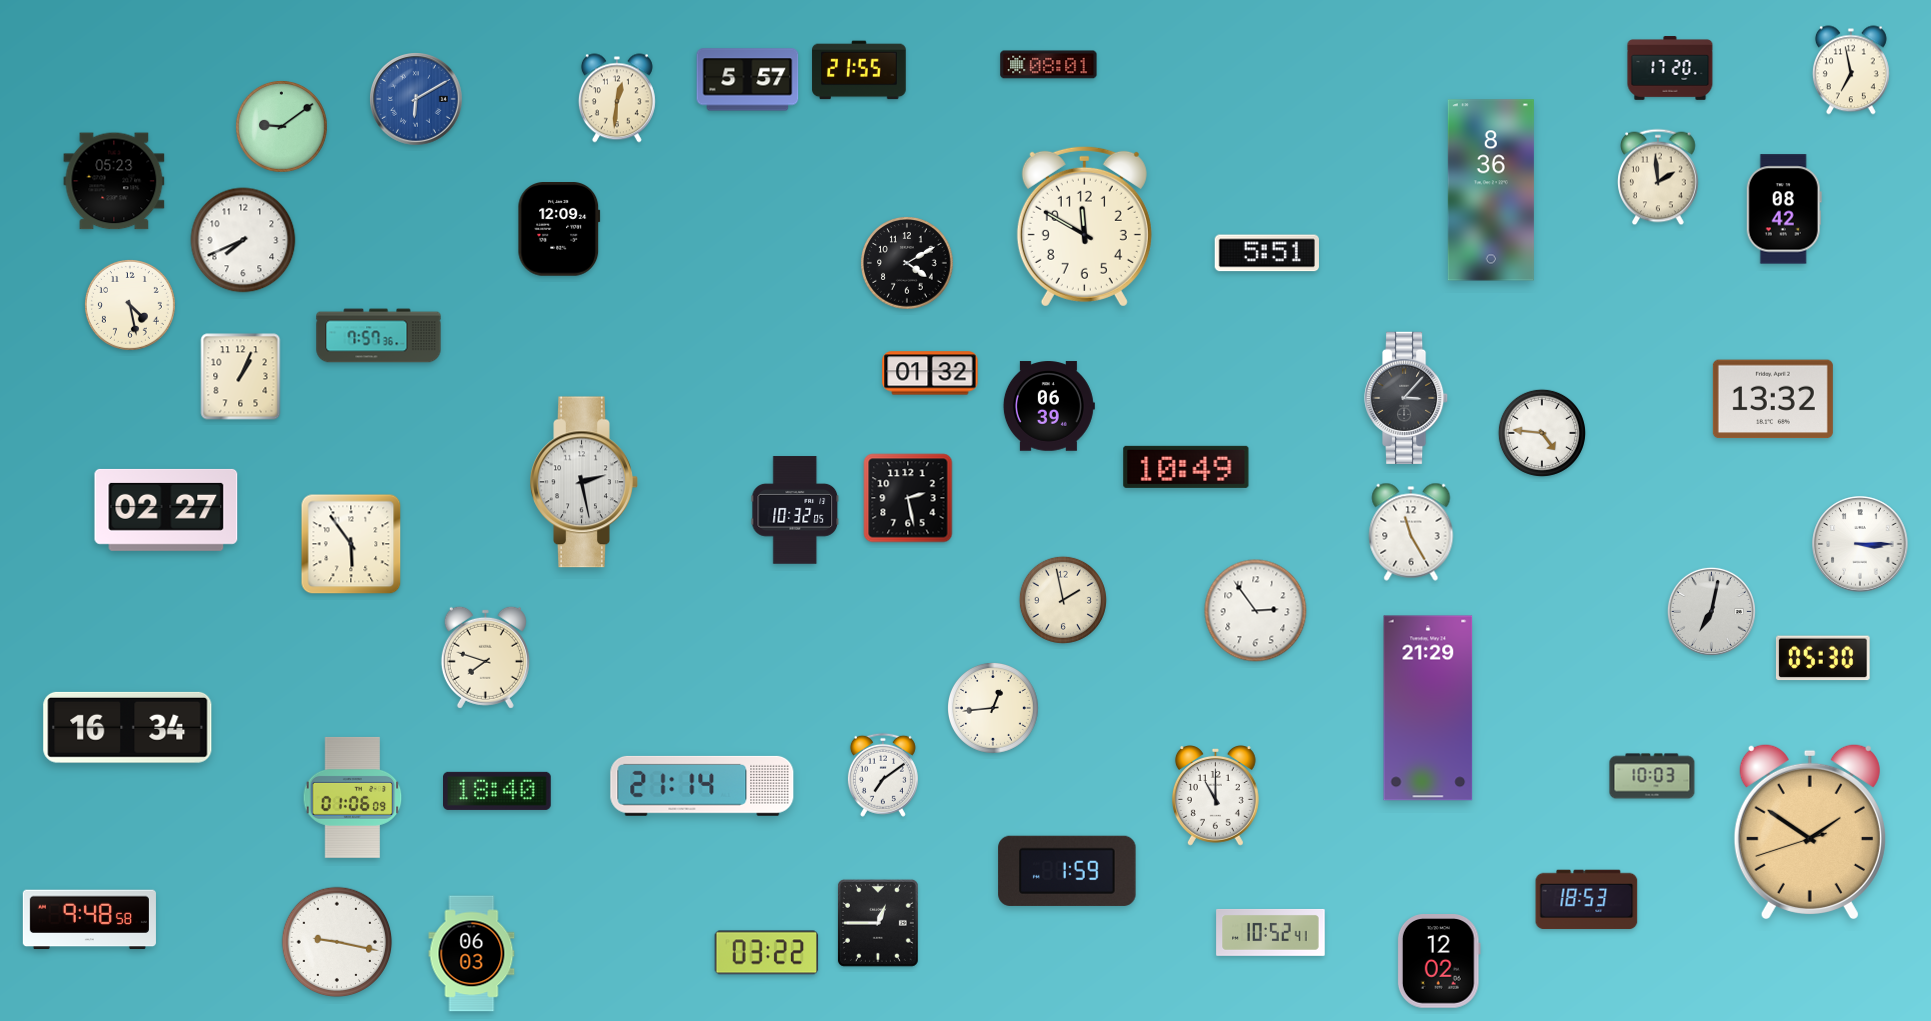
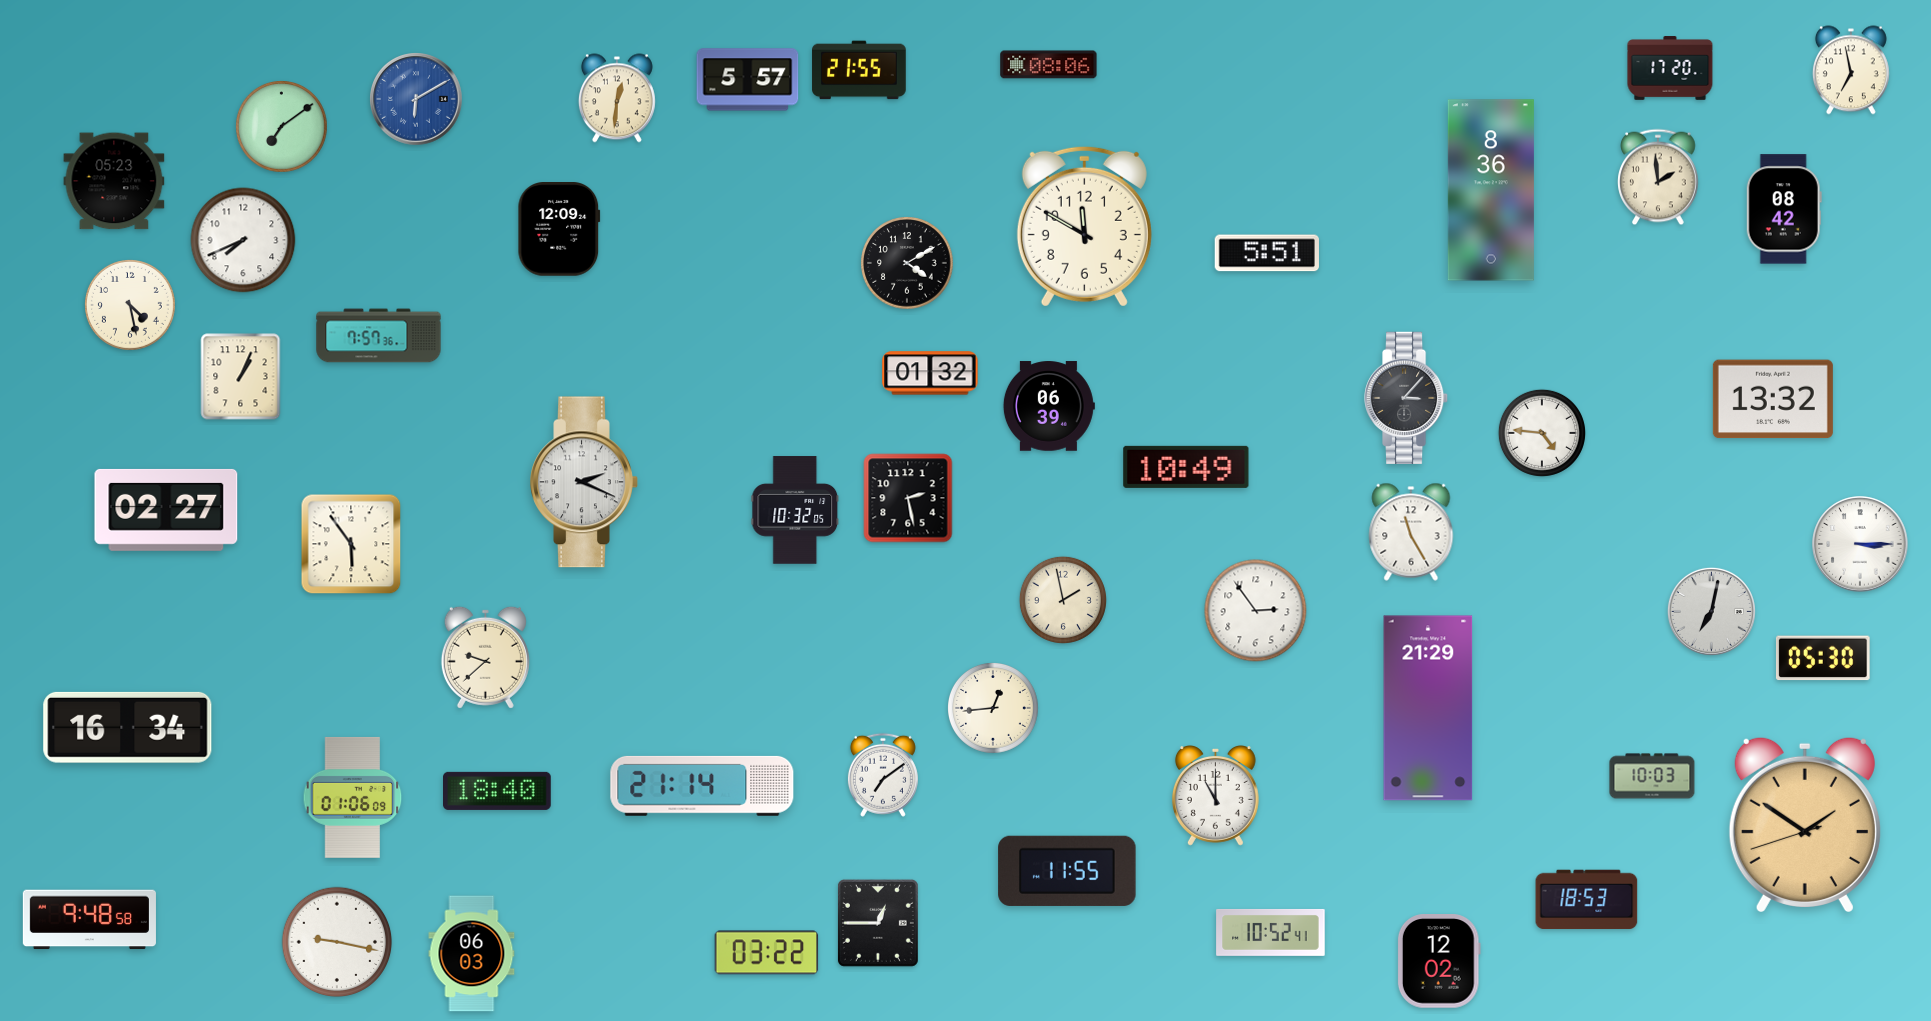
clock at (1049, 65): 08:01 -> 08:06
clock at (282, 127): 9:09 -> 7:09
clock at (584, 482): 2:28 -> 2:19
clock at (485, 657): 7:48 -> 9:38
clock at (1810, 831) position: (1810, 831) -> (1805, 824)
clock at (1067, 871): 1:59 -> 11:55
